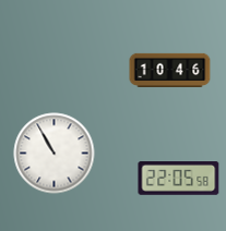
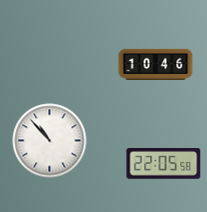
clock at (55, 154): 10:55 -> 10:53
